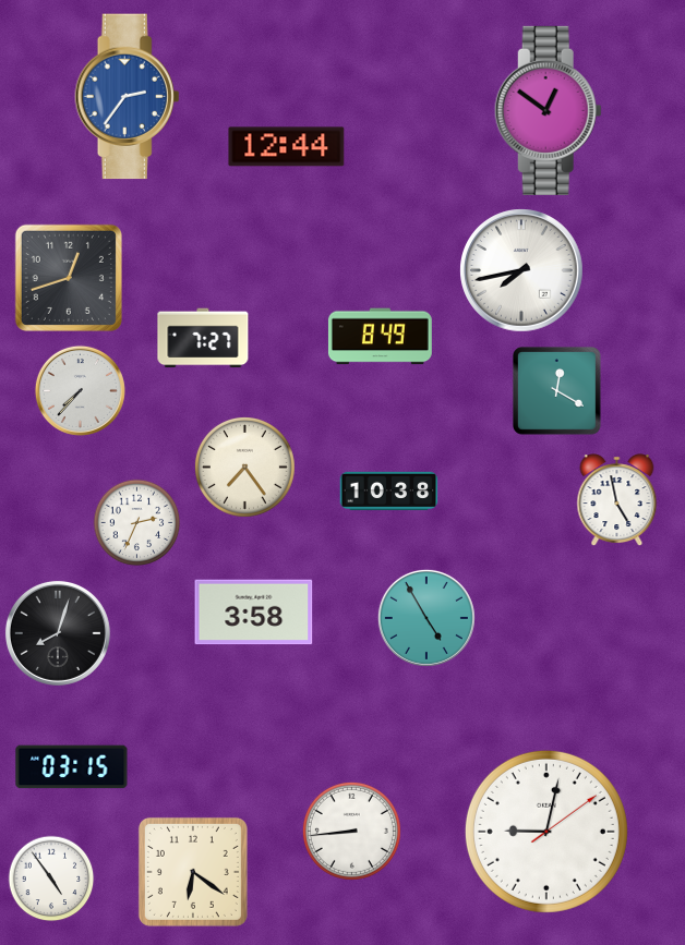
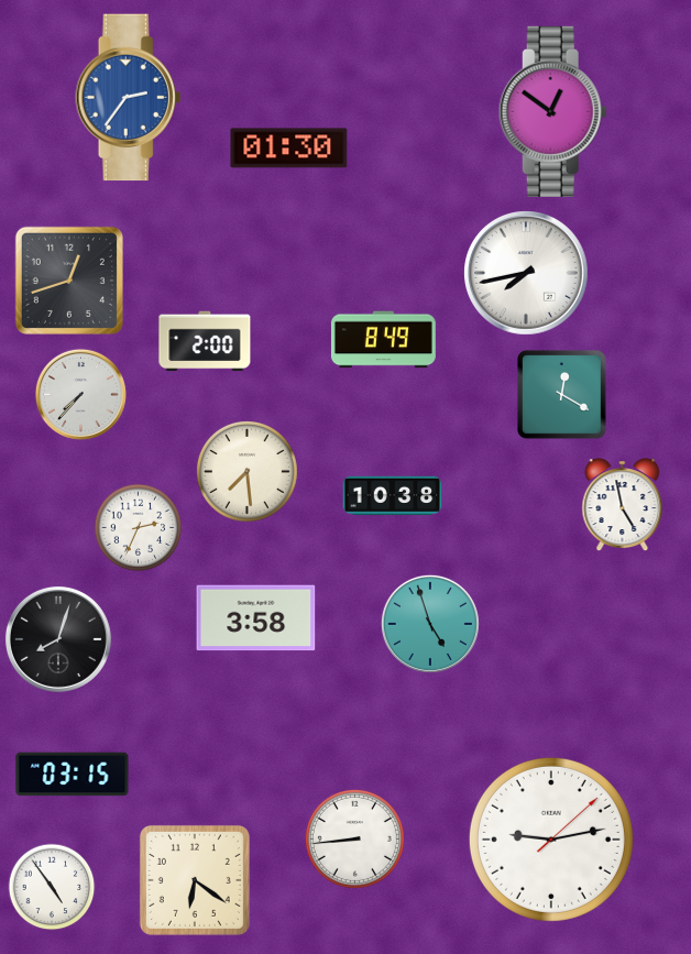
clock at (287, 147): 12:44 -> 01:30
clock at (203, 338): 7:27 -> 2:00
clock at (244, 467): 7:24 -> 7:29
clock at (426, 618): 4:55 -> 4:57
clock at (546, 832): 9:02 -> 9:13
